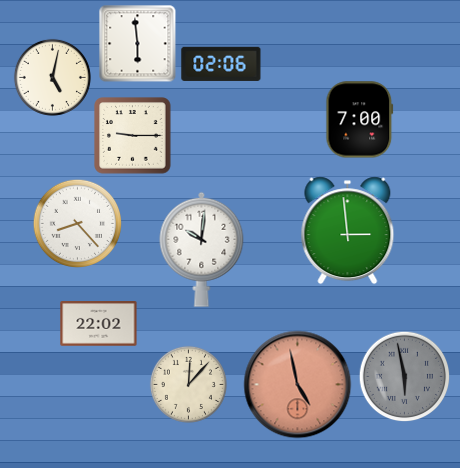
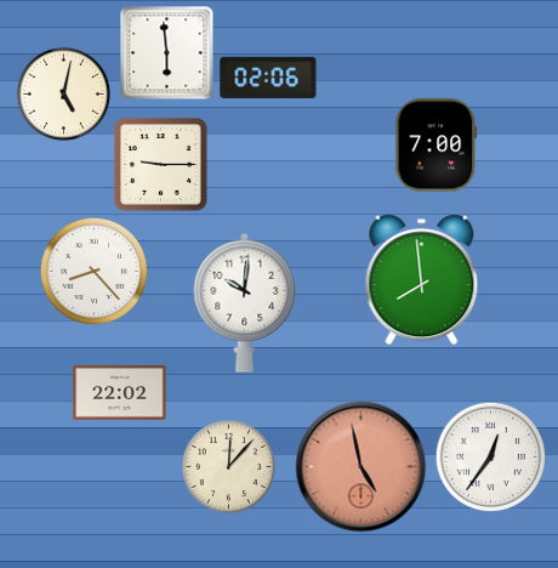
clock at (348, 231): 2:59 -> 7:59
clock at (404, 376): 5:58 -> 12:36
clock at (404, 376) dial: grey -> white
